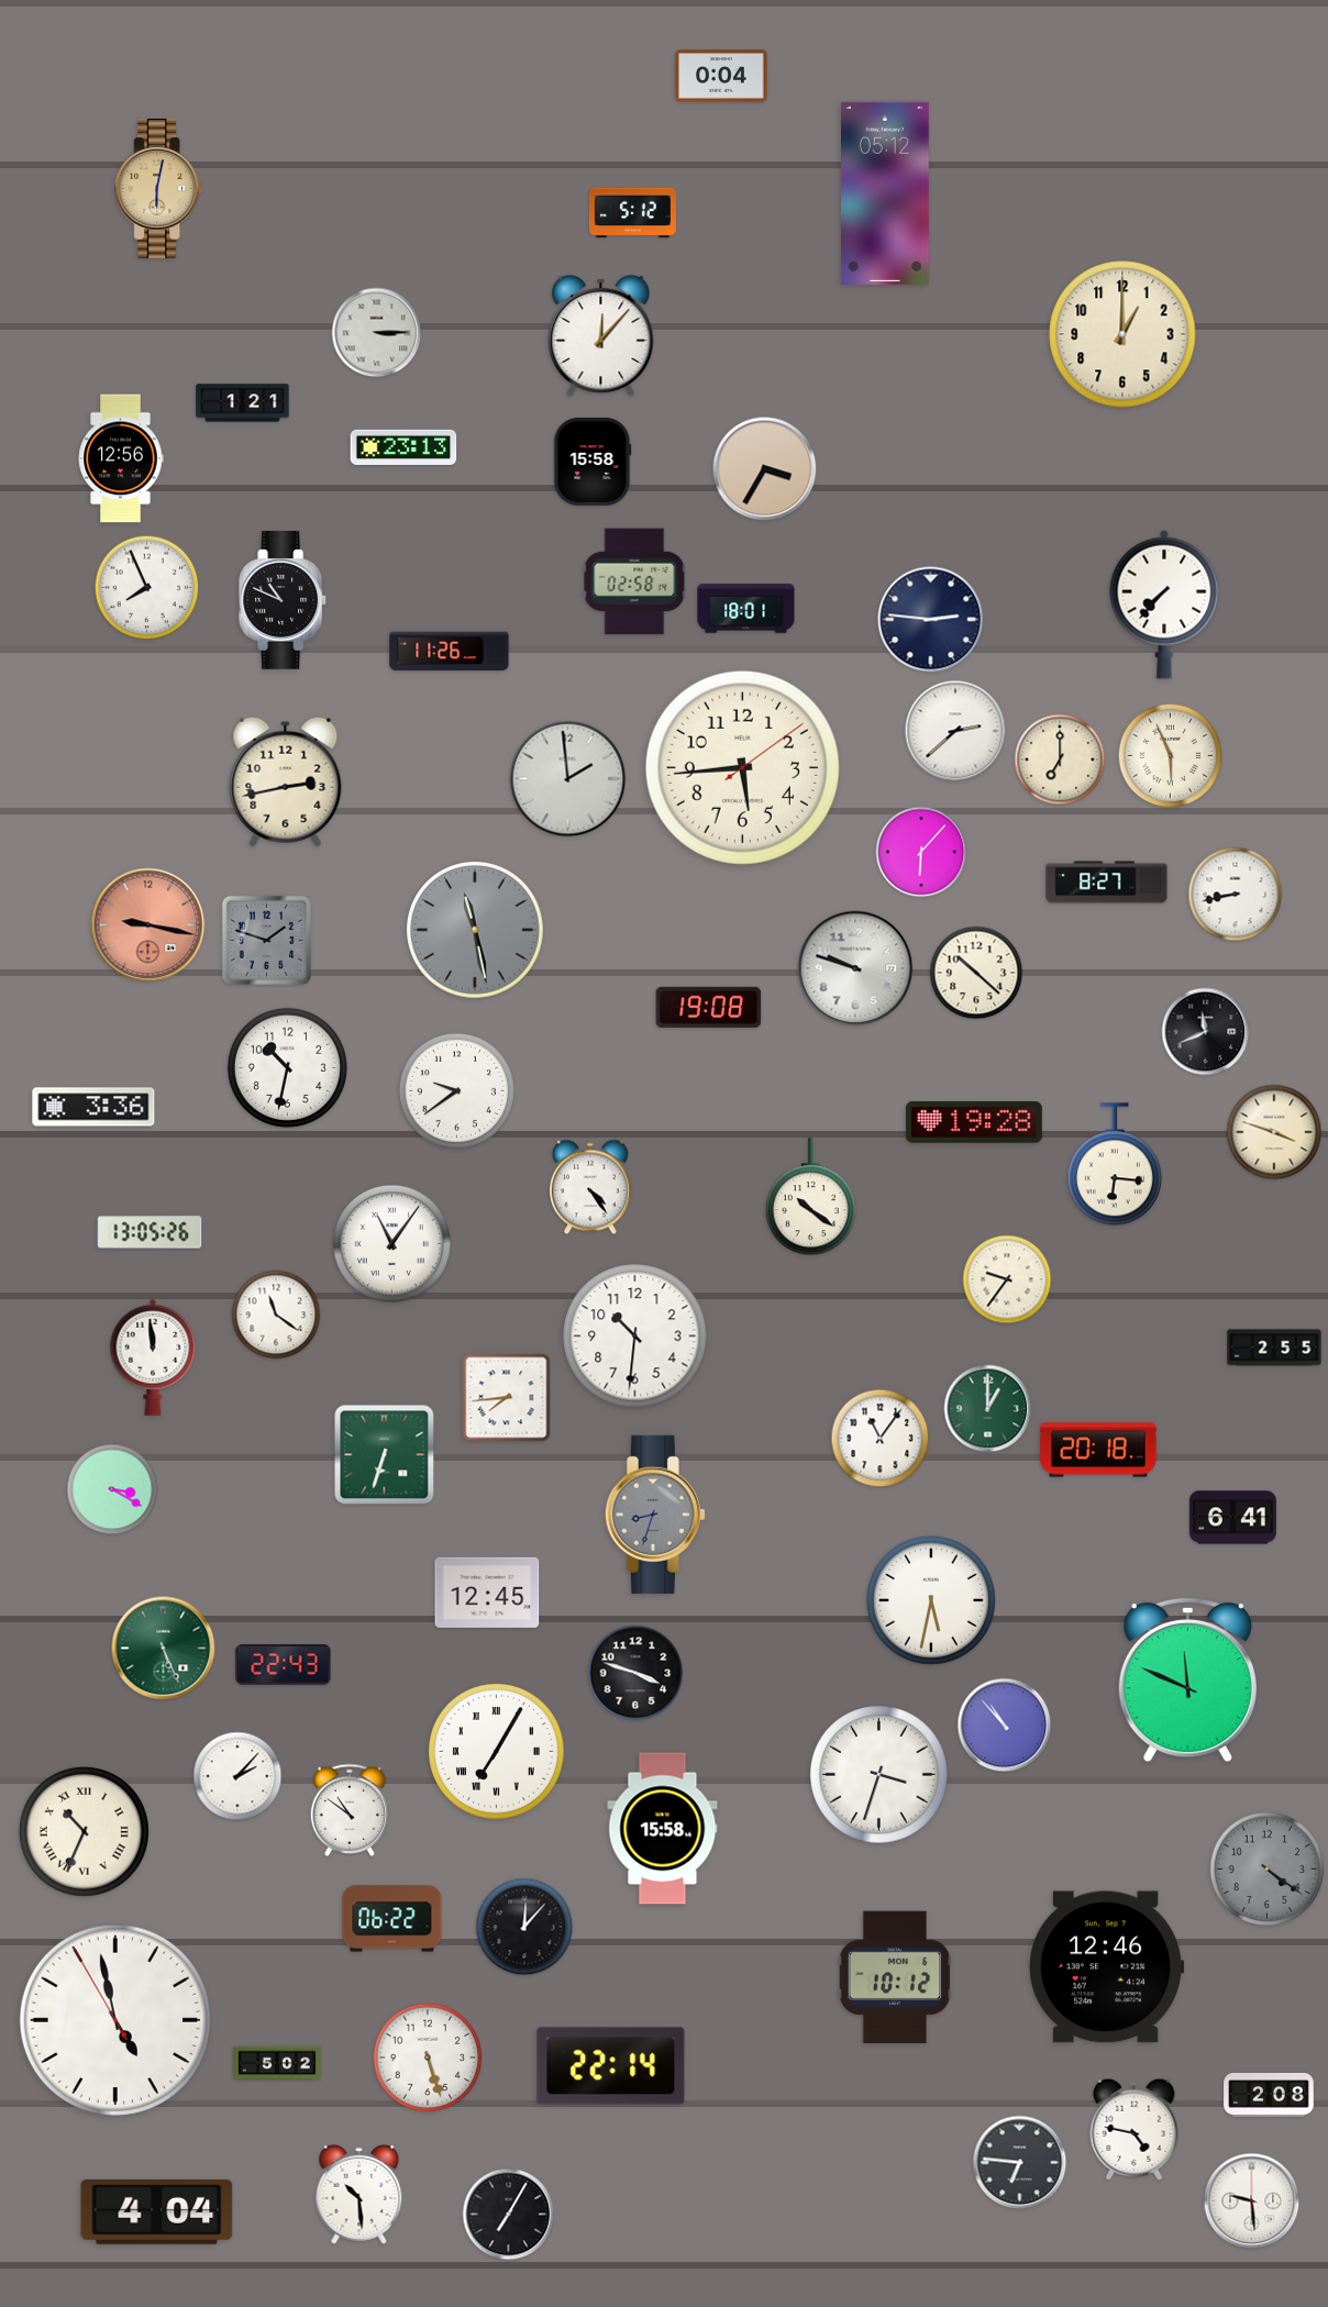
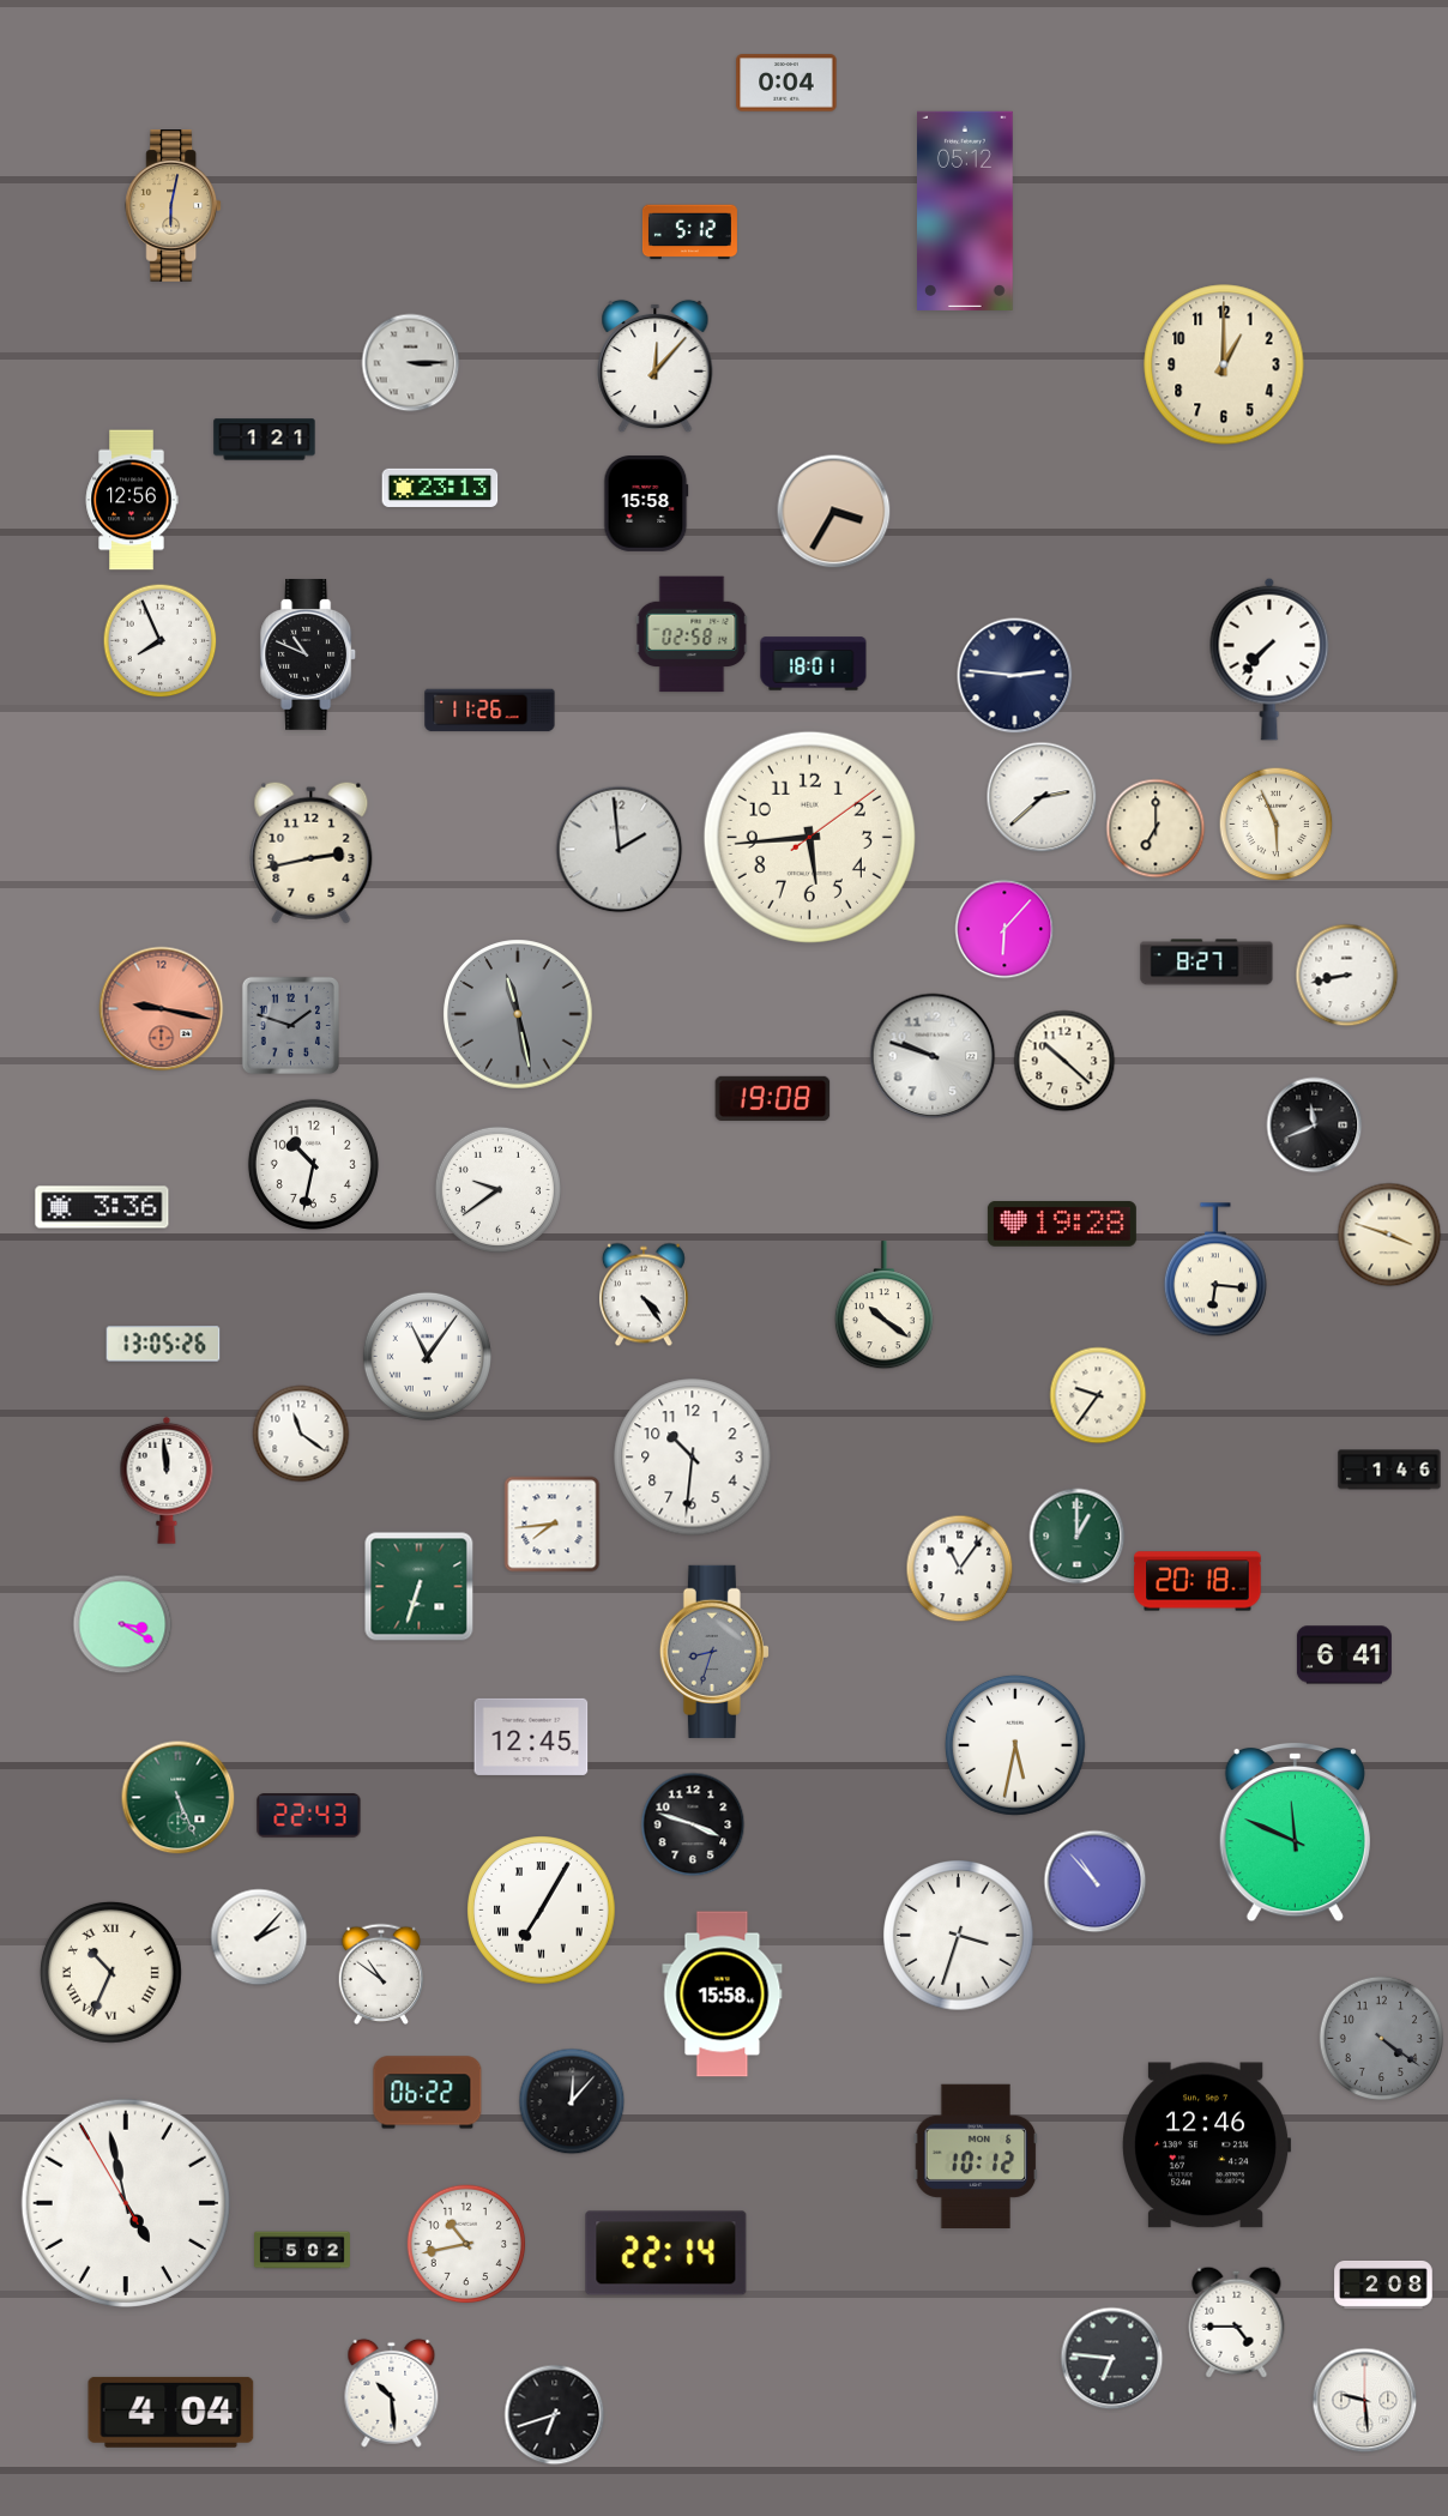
clock at (1274, 1347): 2:55 -> 1:46
clock at (84, 1831) position: (84, 1831) -> (110, 1972)
clock at (428, 2058): 5:27 -> 10:43
clock at (1135, 2129): 4:47 -> 4:45
clock at (509, 2215): 7:05 -> 6:42
